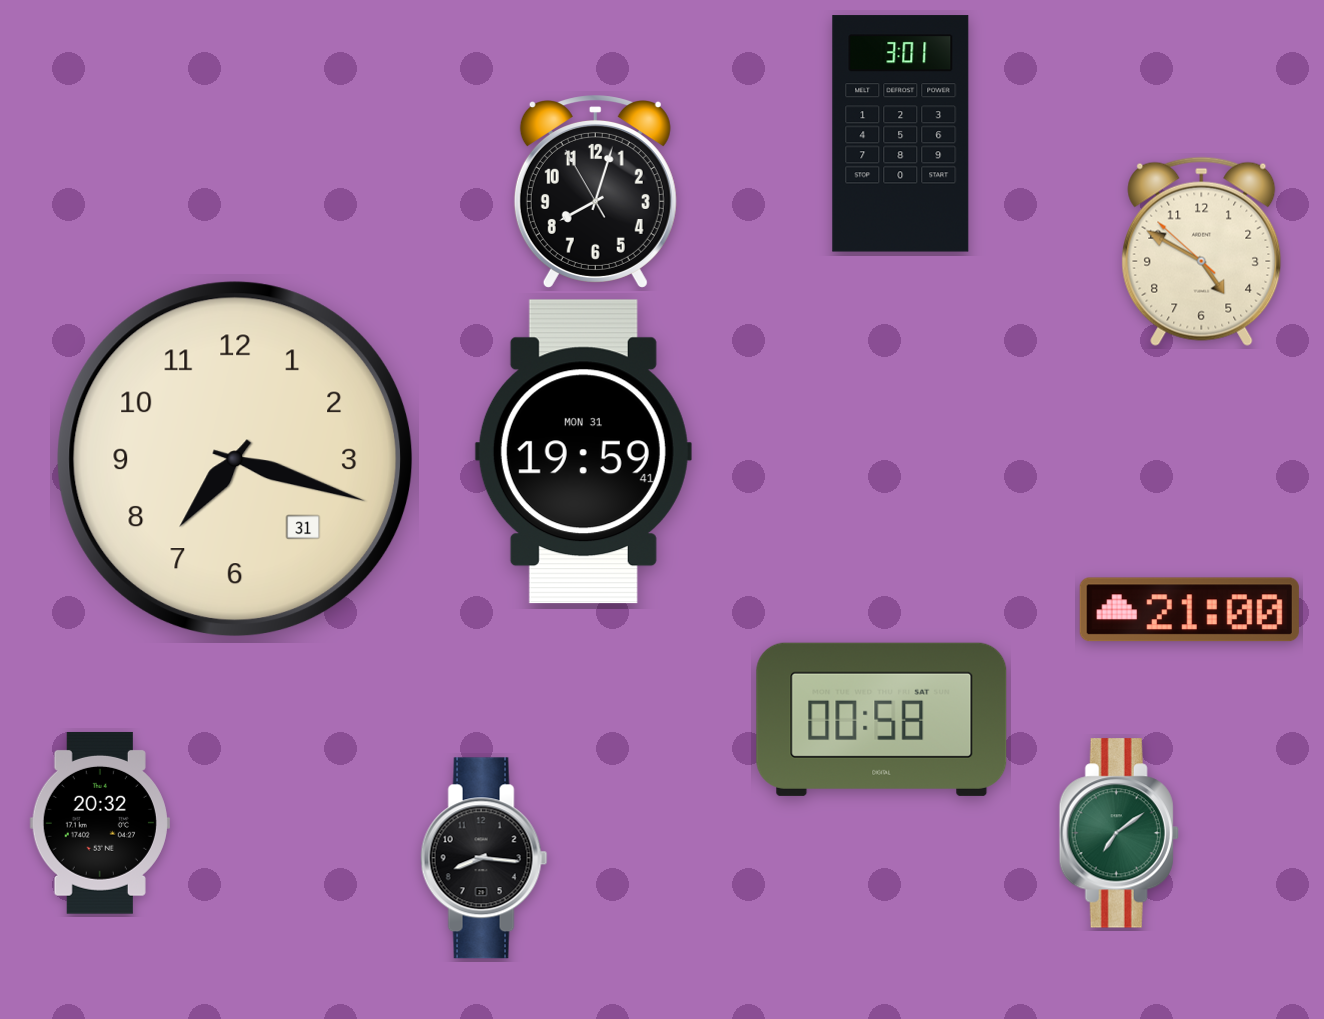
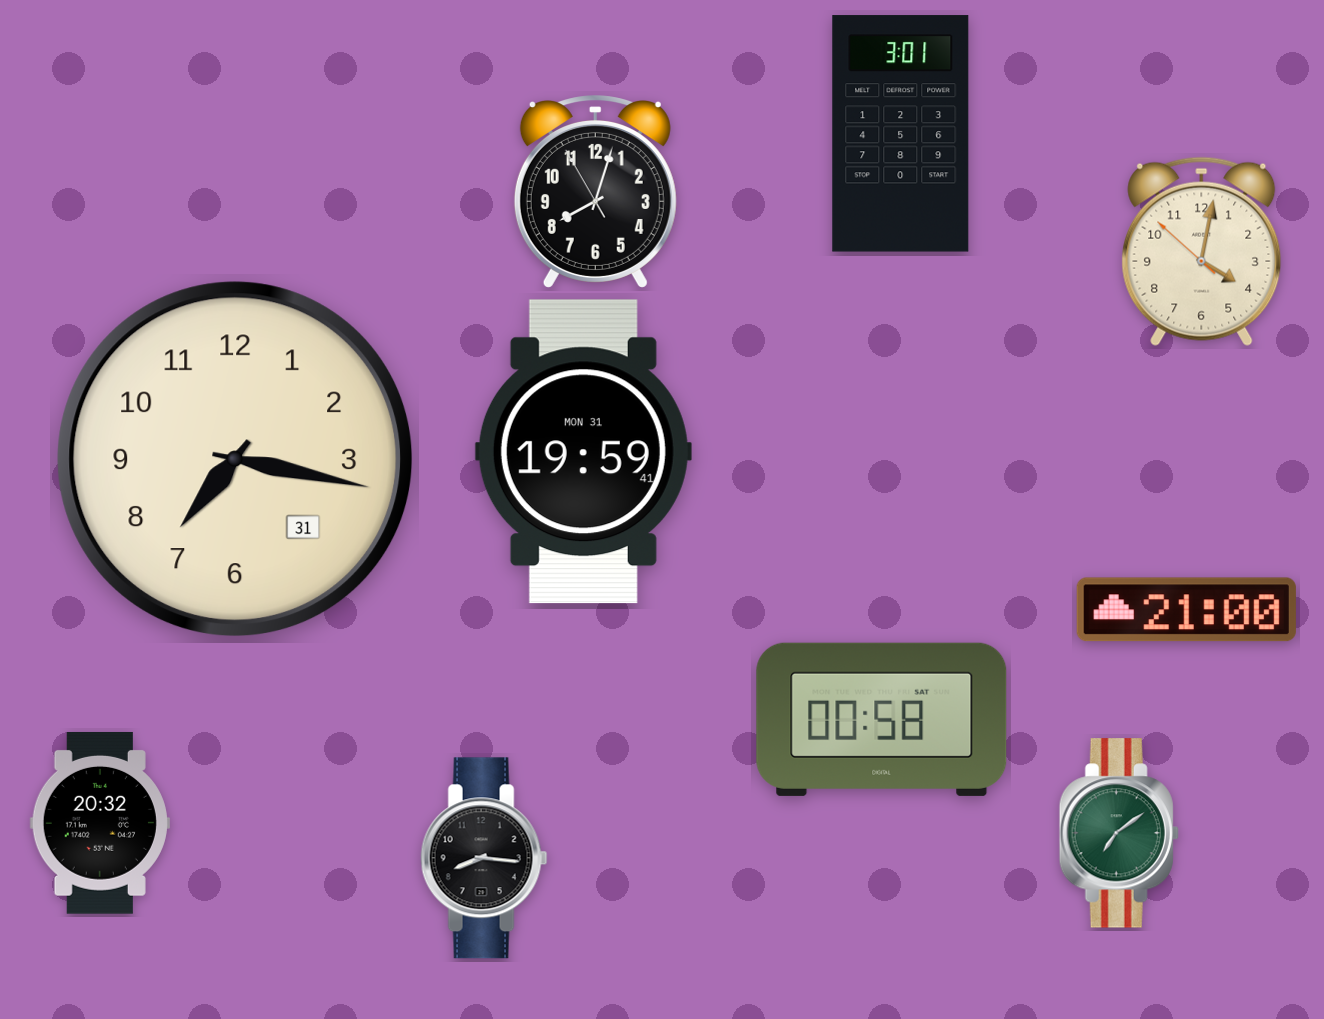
clock at (1202, 251): 4:49 -> 4:01
clock at (235, 459): 7:18 -> 7:17
clock at (1189, 610) position: (1189, 610) -> (1186, 610)
